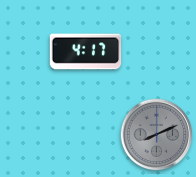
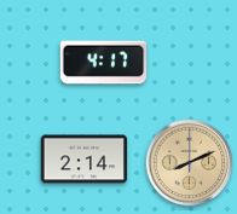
clock at (85, 160): none -> 2:14
clock at (157, 135) dial: grey -> champagne
